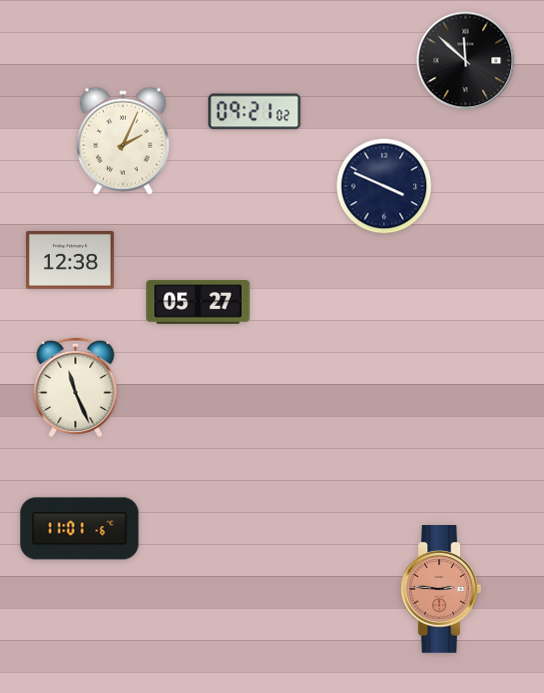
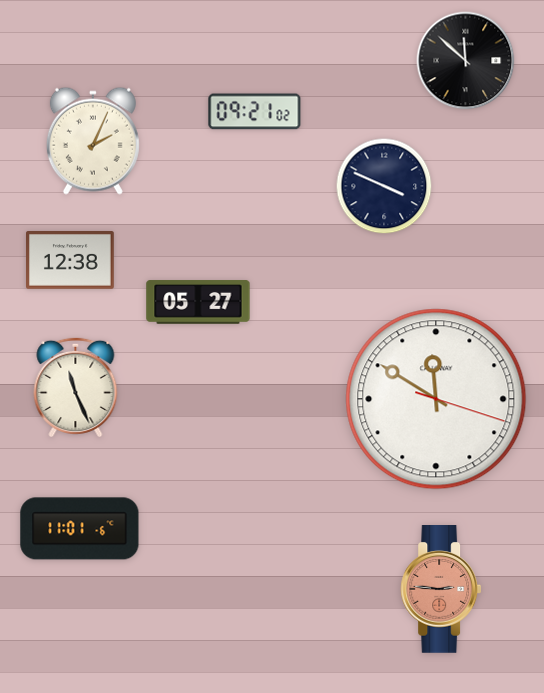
clock at (123, 141) position: (123, 141) -> (93, 141)
clock at (436, 399): none -> 11:50
